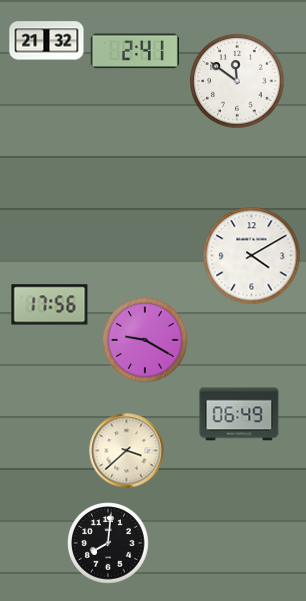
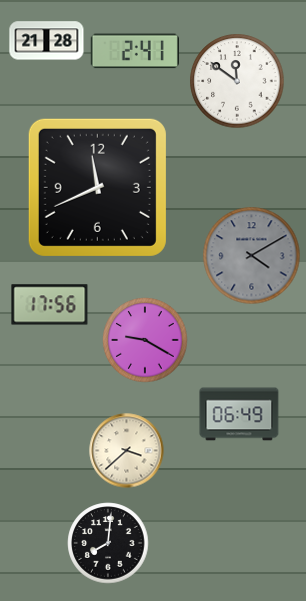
clock at (47, 41): 21:32 -> 21:28
clock at (97, 187): none -> 11:41
clock at (252, 256) dial: white -> grey
